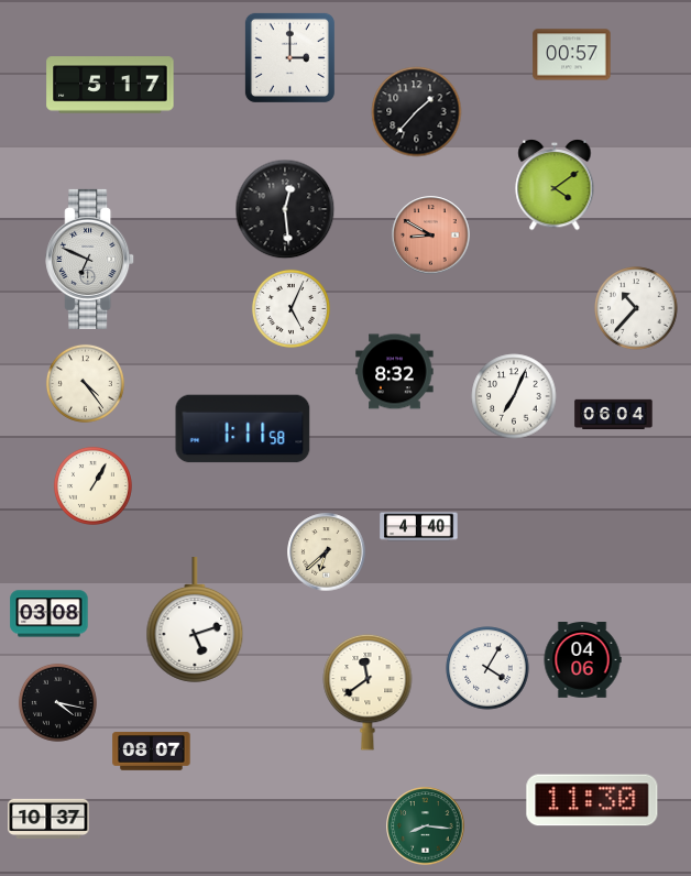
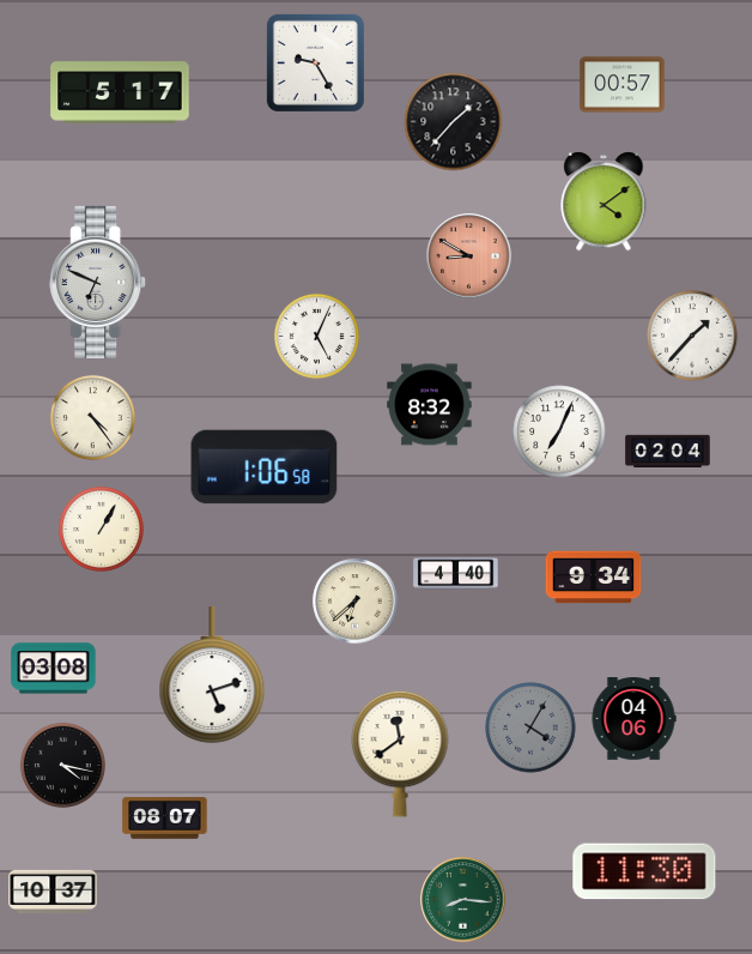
clock at (572, 55) position: (572, 55) -> (623, 85)
clock at (289, 57): 3:00 -> 9:25
clock at (285, 209): 12:29 -> none
clock at (636, 308): 10:37 -> 1:37
clock at (614, 414): 06:04 -> 02:04
clock at (243, 429): 1:11 -> 1:06
clock at (594, 578): none -> 9:34
clock at (487, 668) dial: white -> grey
